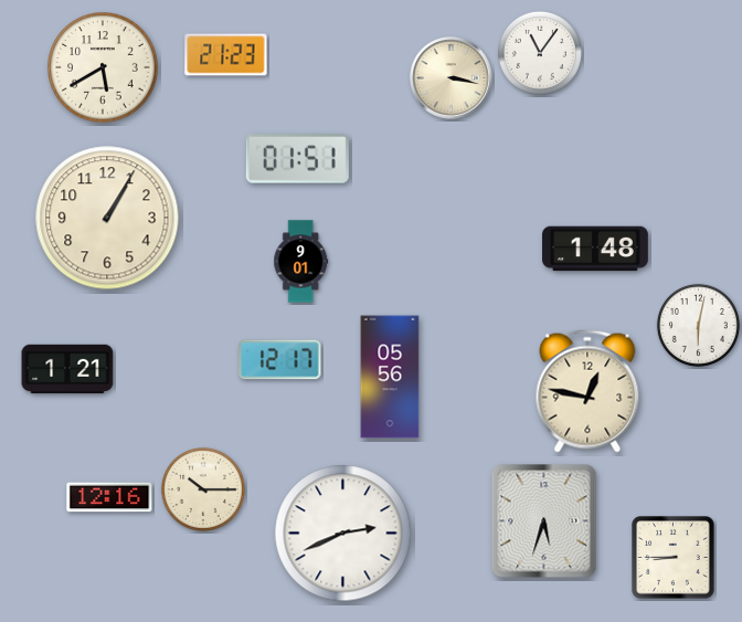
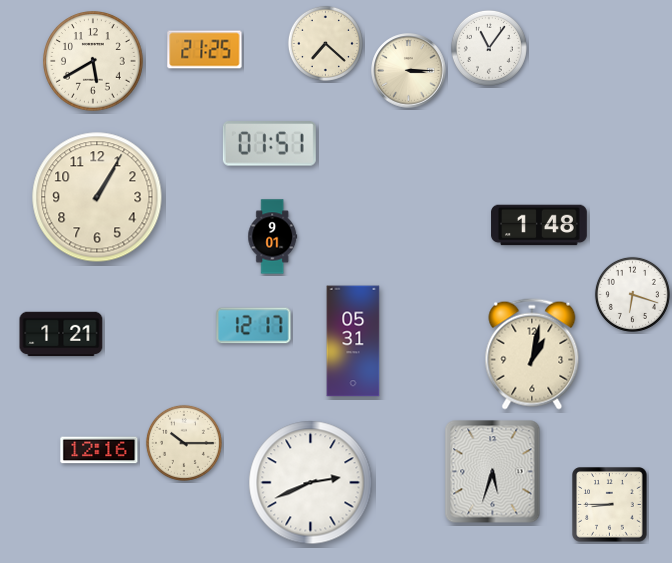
clock at (325, 43): none -> 7:22
clock at (226, 55): 21:23 -> 21:25
clock at (452, 78): 3:17 -> 3:15
clock at (698, 325): 6:02 -> 6:18
clock at (390, 377): 05:56 -> 05:31
clock at (587, 391): 12:47 -> 1:02
